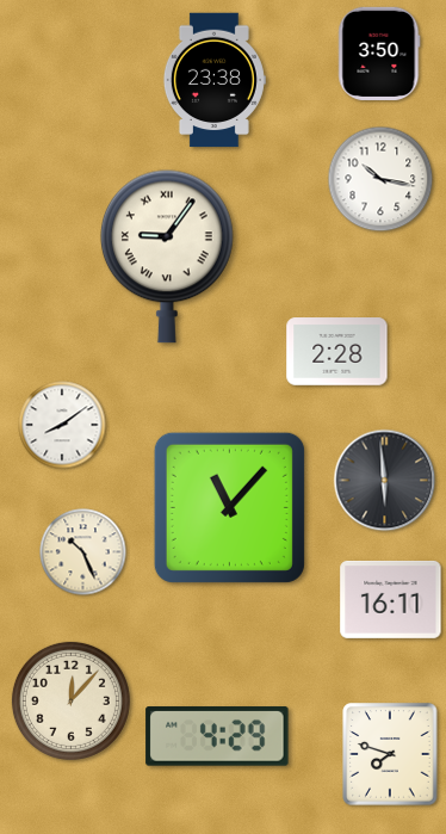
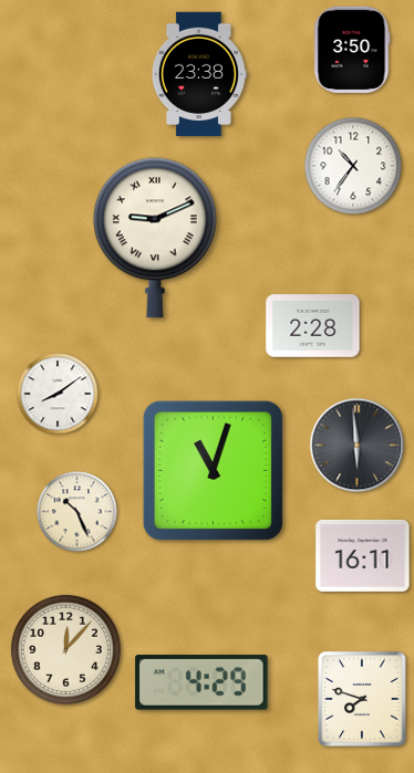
clock at (380, 179): 10:17 -> 10:36
clock at (167, 257): 9:06 -> 9:11
clock at (229, 507): 11:07 -> 11:03
